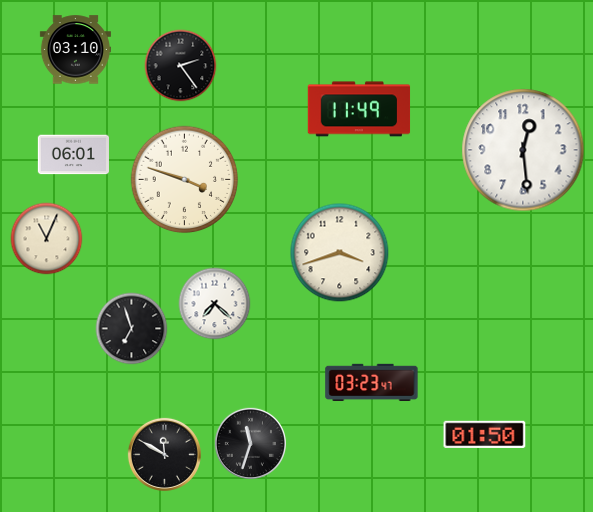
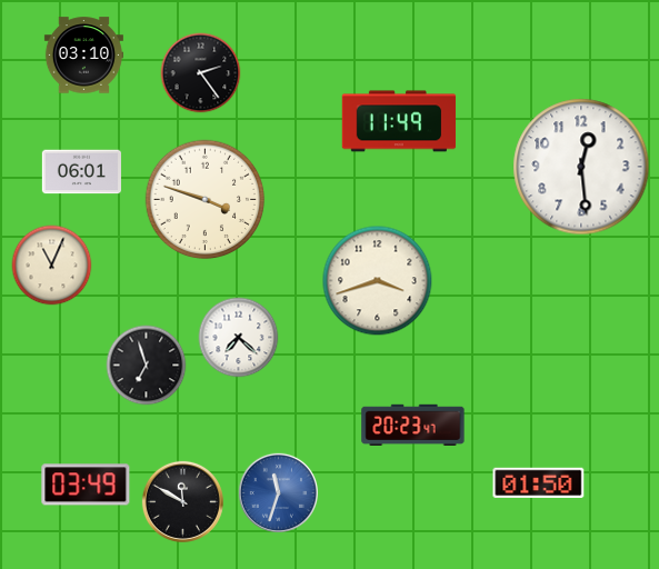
clock at (372, 382): 03:23 -> 20:23
clock at (86, 485): none -> 03:49
clock at (250, 443) dial: black -> blue
clock at (164, 454) position: (164, 454) -> (182, 501)
